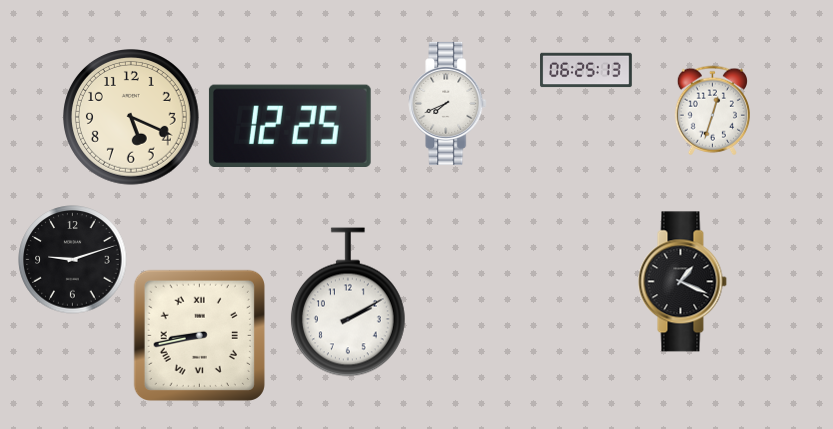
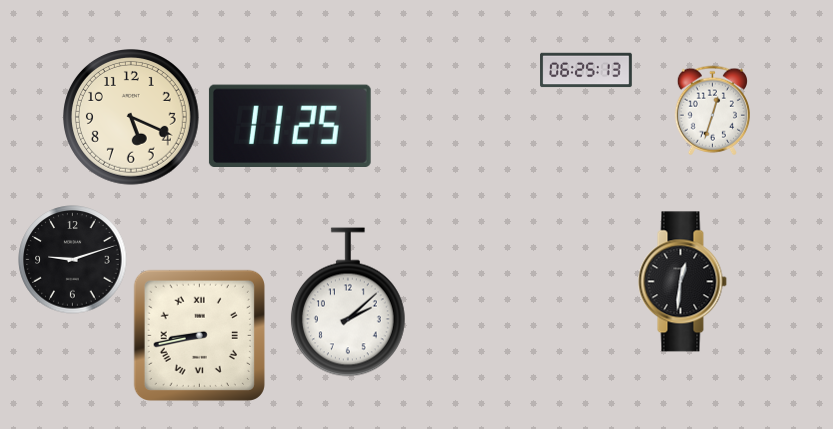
clock at (448, 103): 7:41 -> none
clock at (290, 126): 12:25 -> 11:25
clock at (682, 282): 1:19 -> 12:31
clock at (348, 302): 2:10 -> 2:08
